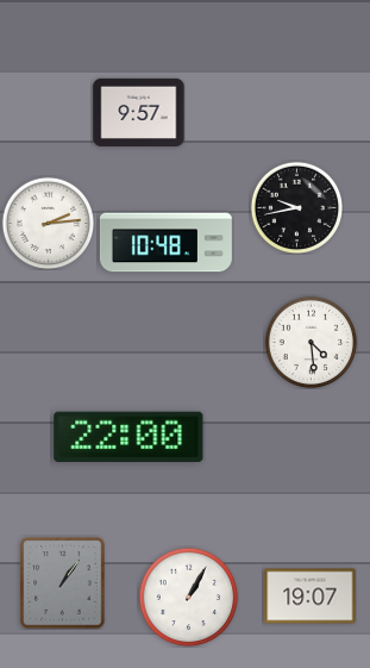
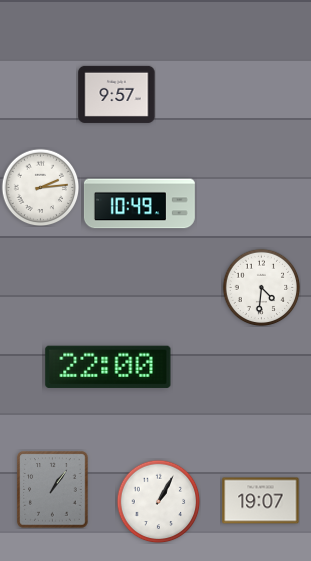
clock at (296, 207): 9:43 -> none
clock at (165, 243): 10:48 -> 10:49
clock at (311, 342): 4:29 -> 4:31
